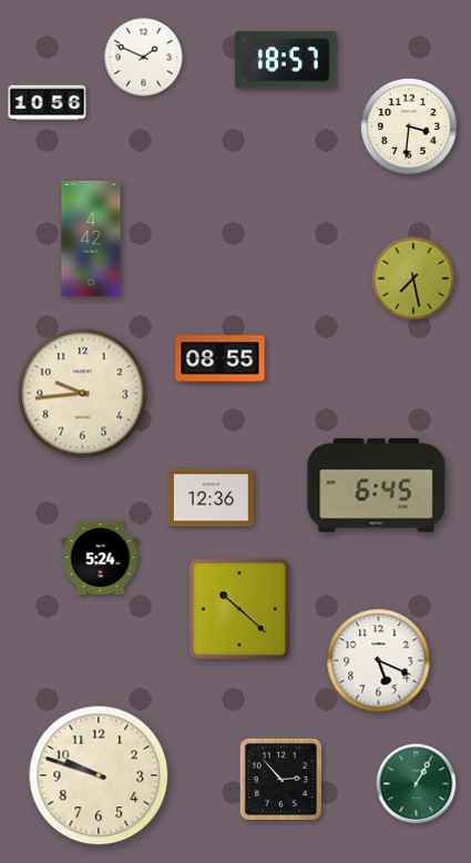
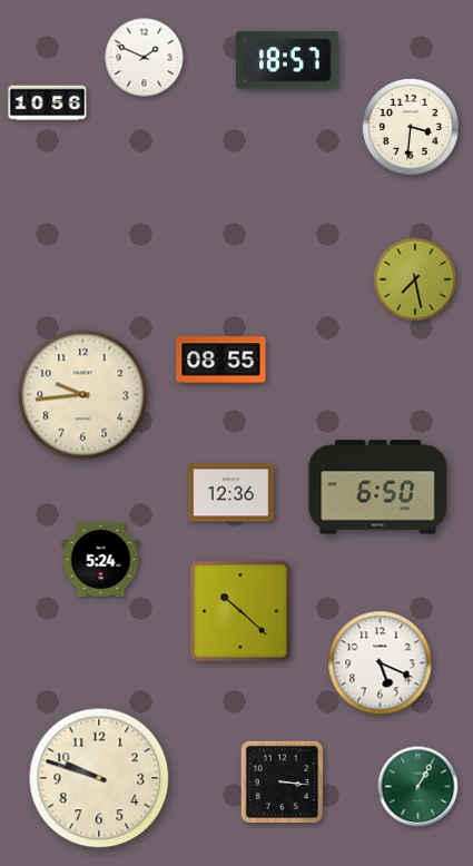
clock at (91, 238): 4:42 -> none
clock at (377, 486): 6:45 -> 6:50
clock at (212, 498) position: (212, 498) -> (231, 493)
clock at (281, 780): 2:53 -> 3:16
